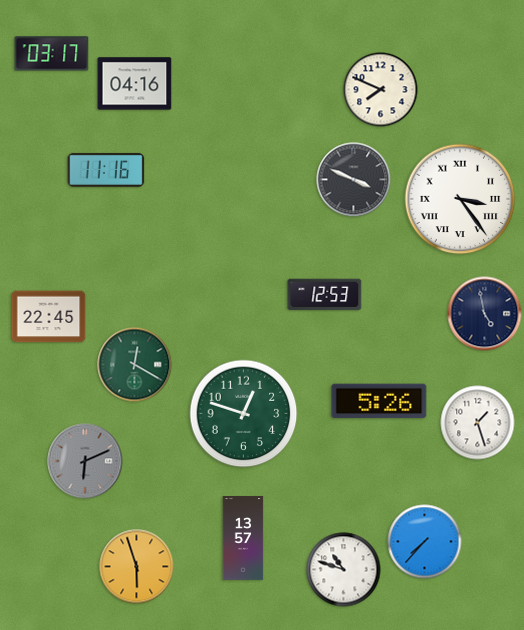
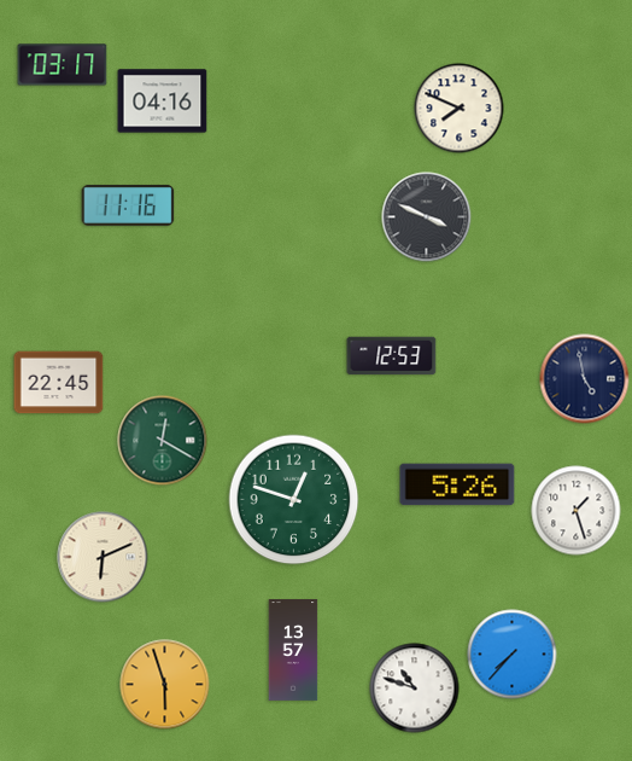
clock at (460, 199): 3:24 -> none
clock at (85, 461) dial: grey -> cream
